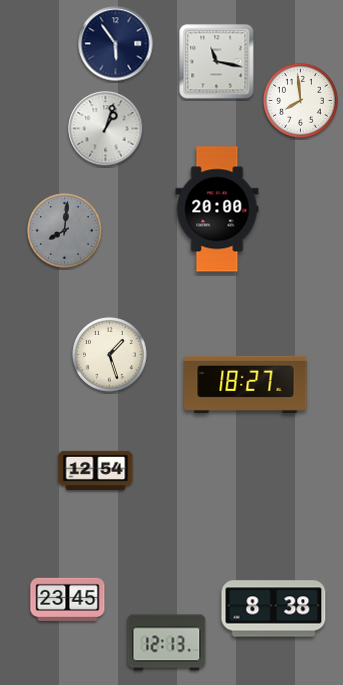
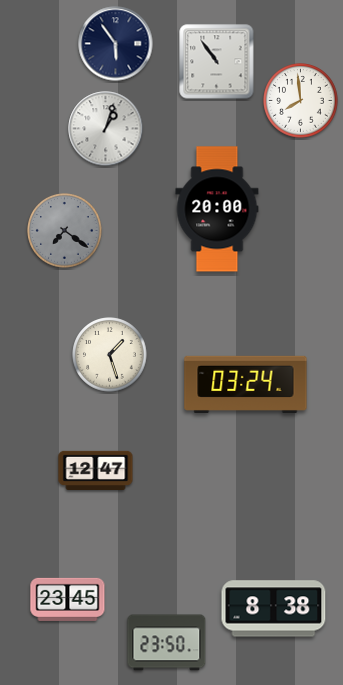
clock at (217, 62): 11:17 -> 10:54
clock at (65, 231): 8:01 -> 7:21
clock at (246, 384): 18:27 -> 03:24
clock at (96, 471): 12:54 -> 12:47
clock at (167, 643): 12:13 -> 23:50
